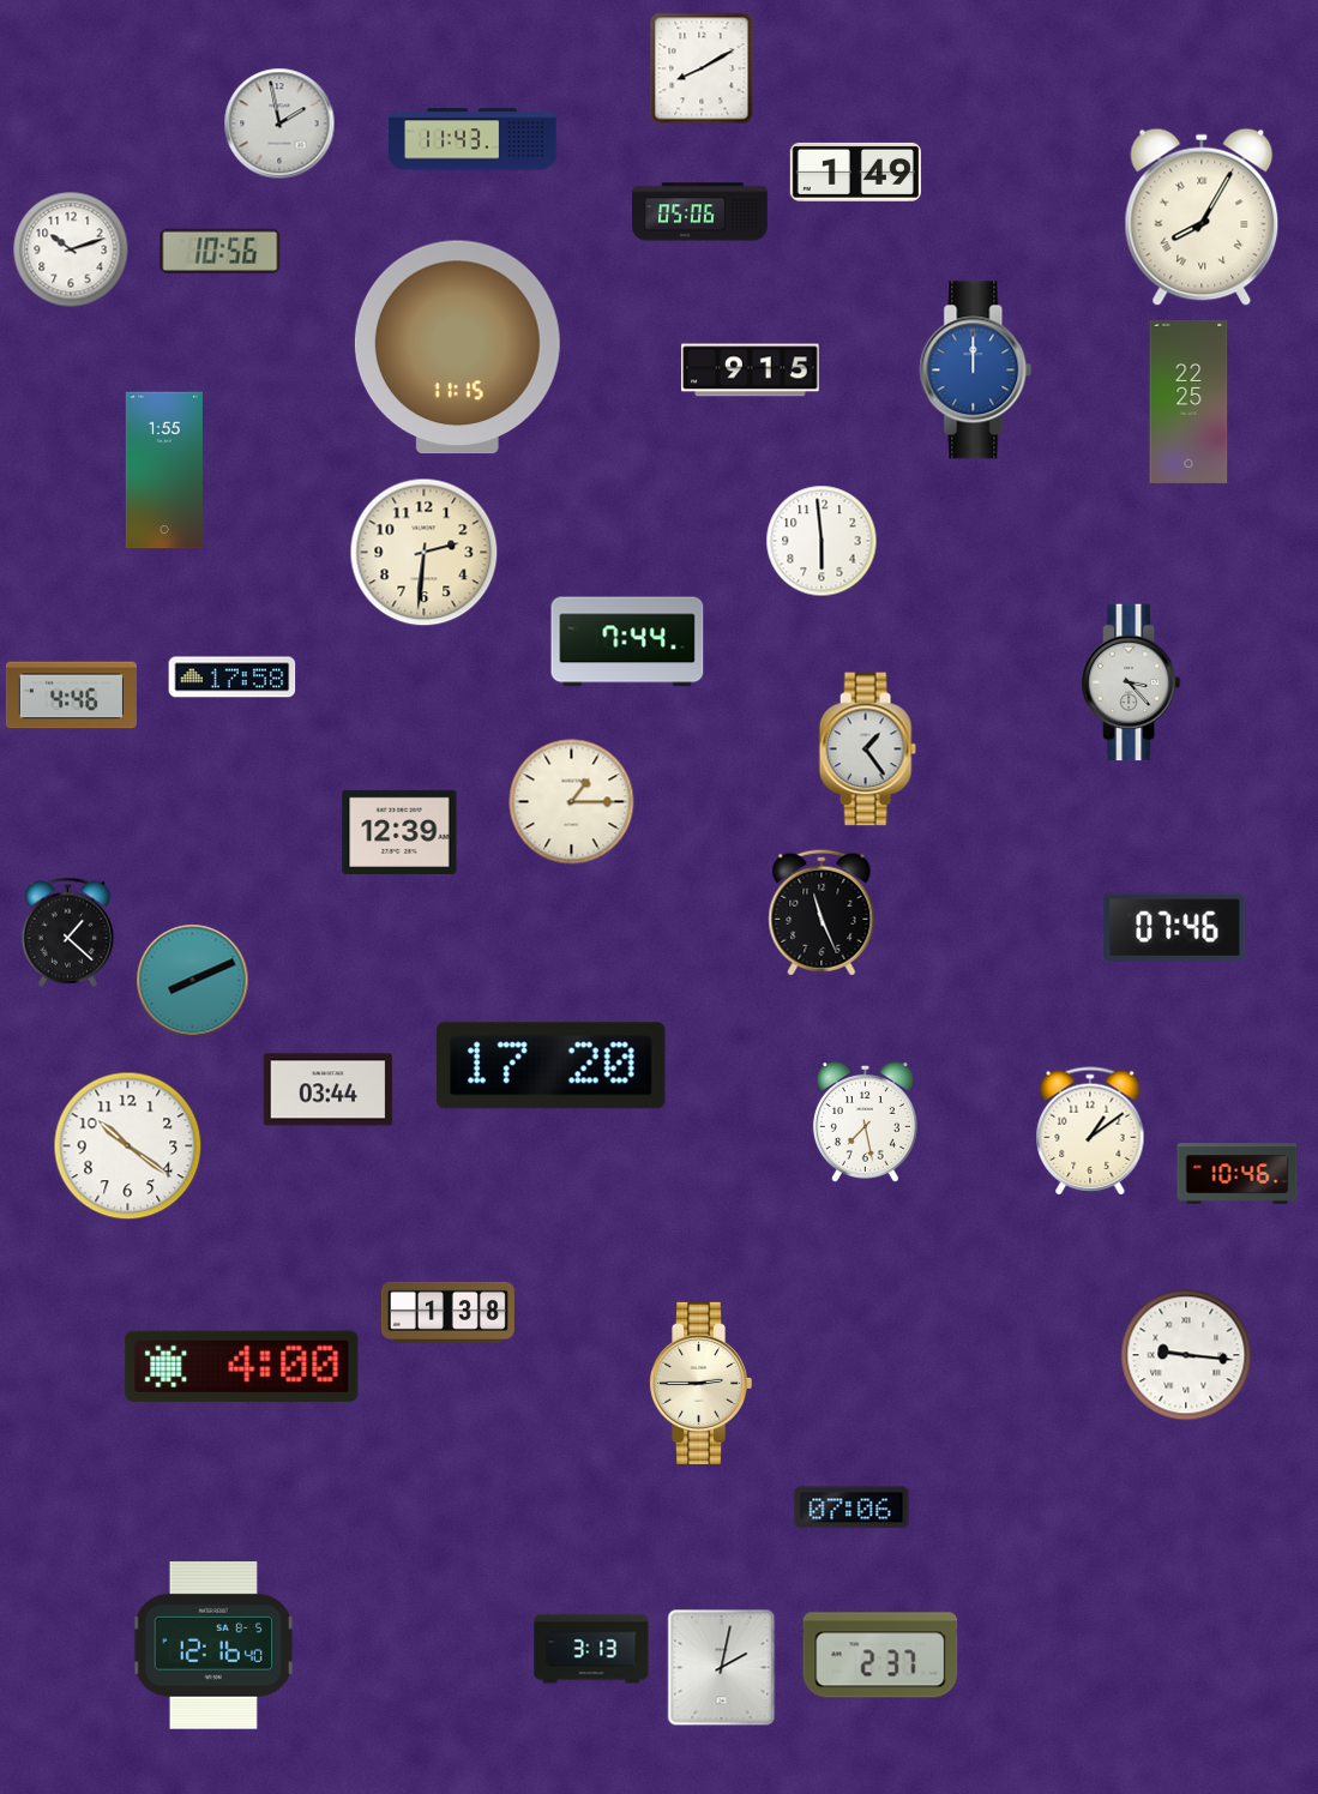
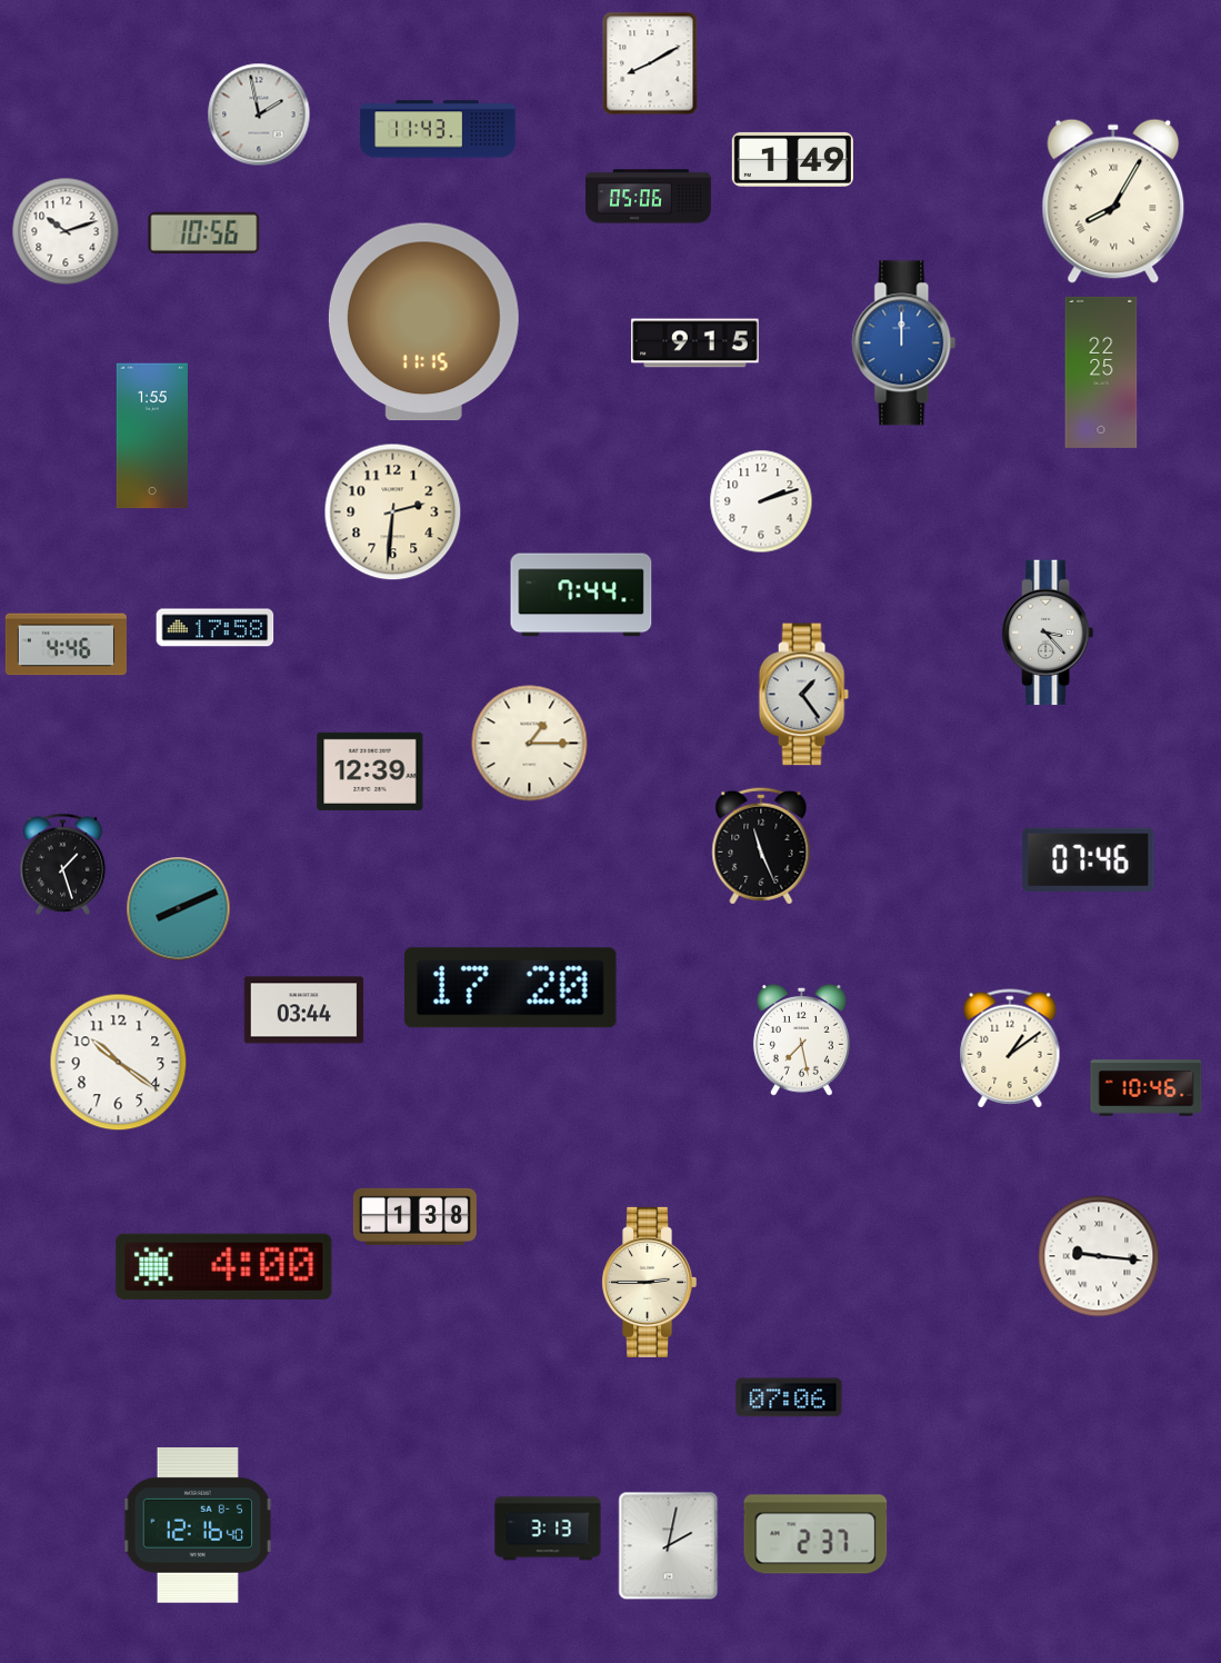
clock at (822, 541): 5:59 -> 2:12
clock at (68, 932): 1:22 -> 1:27
